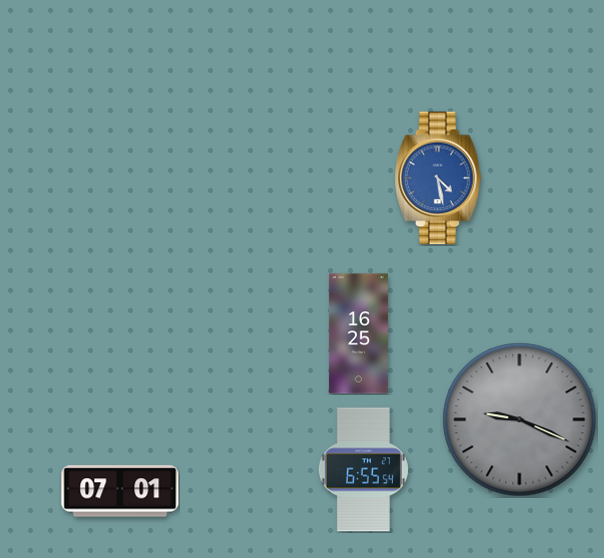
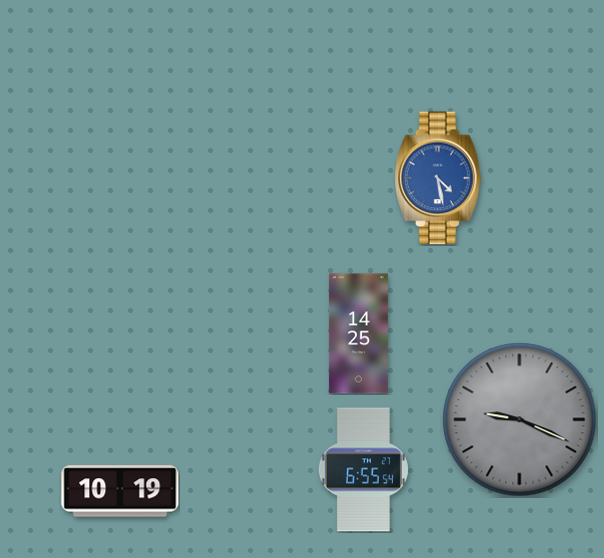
clock at (358, 334): 16:25 -> 14:25
clock at (120, 491): 07:01 -> 10:19
